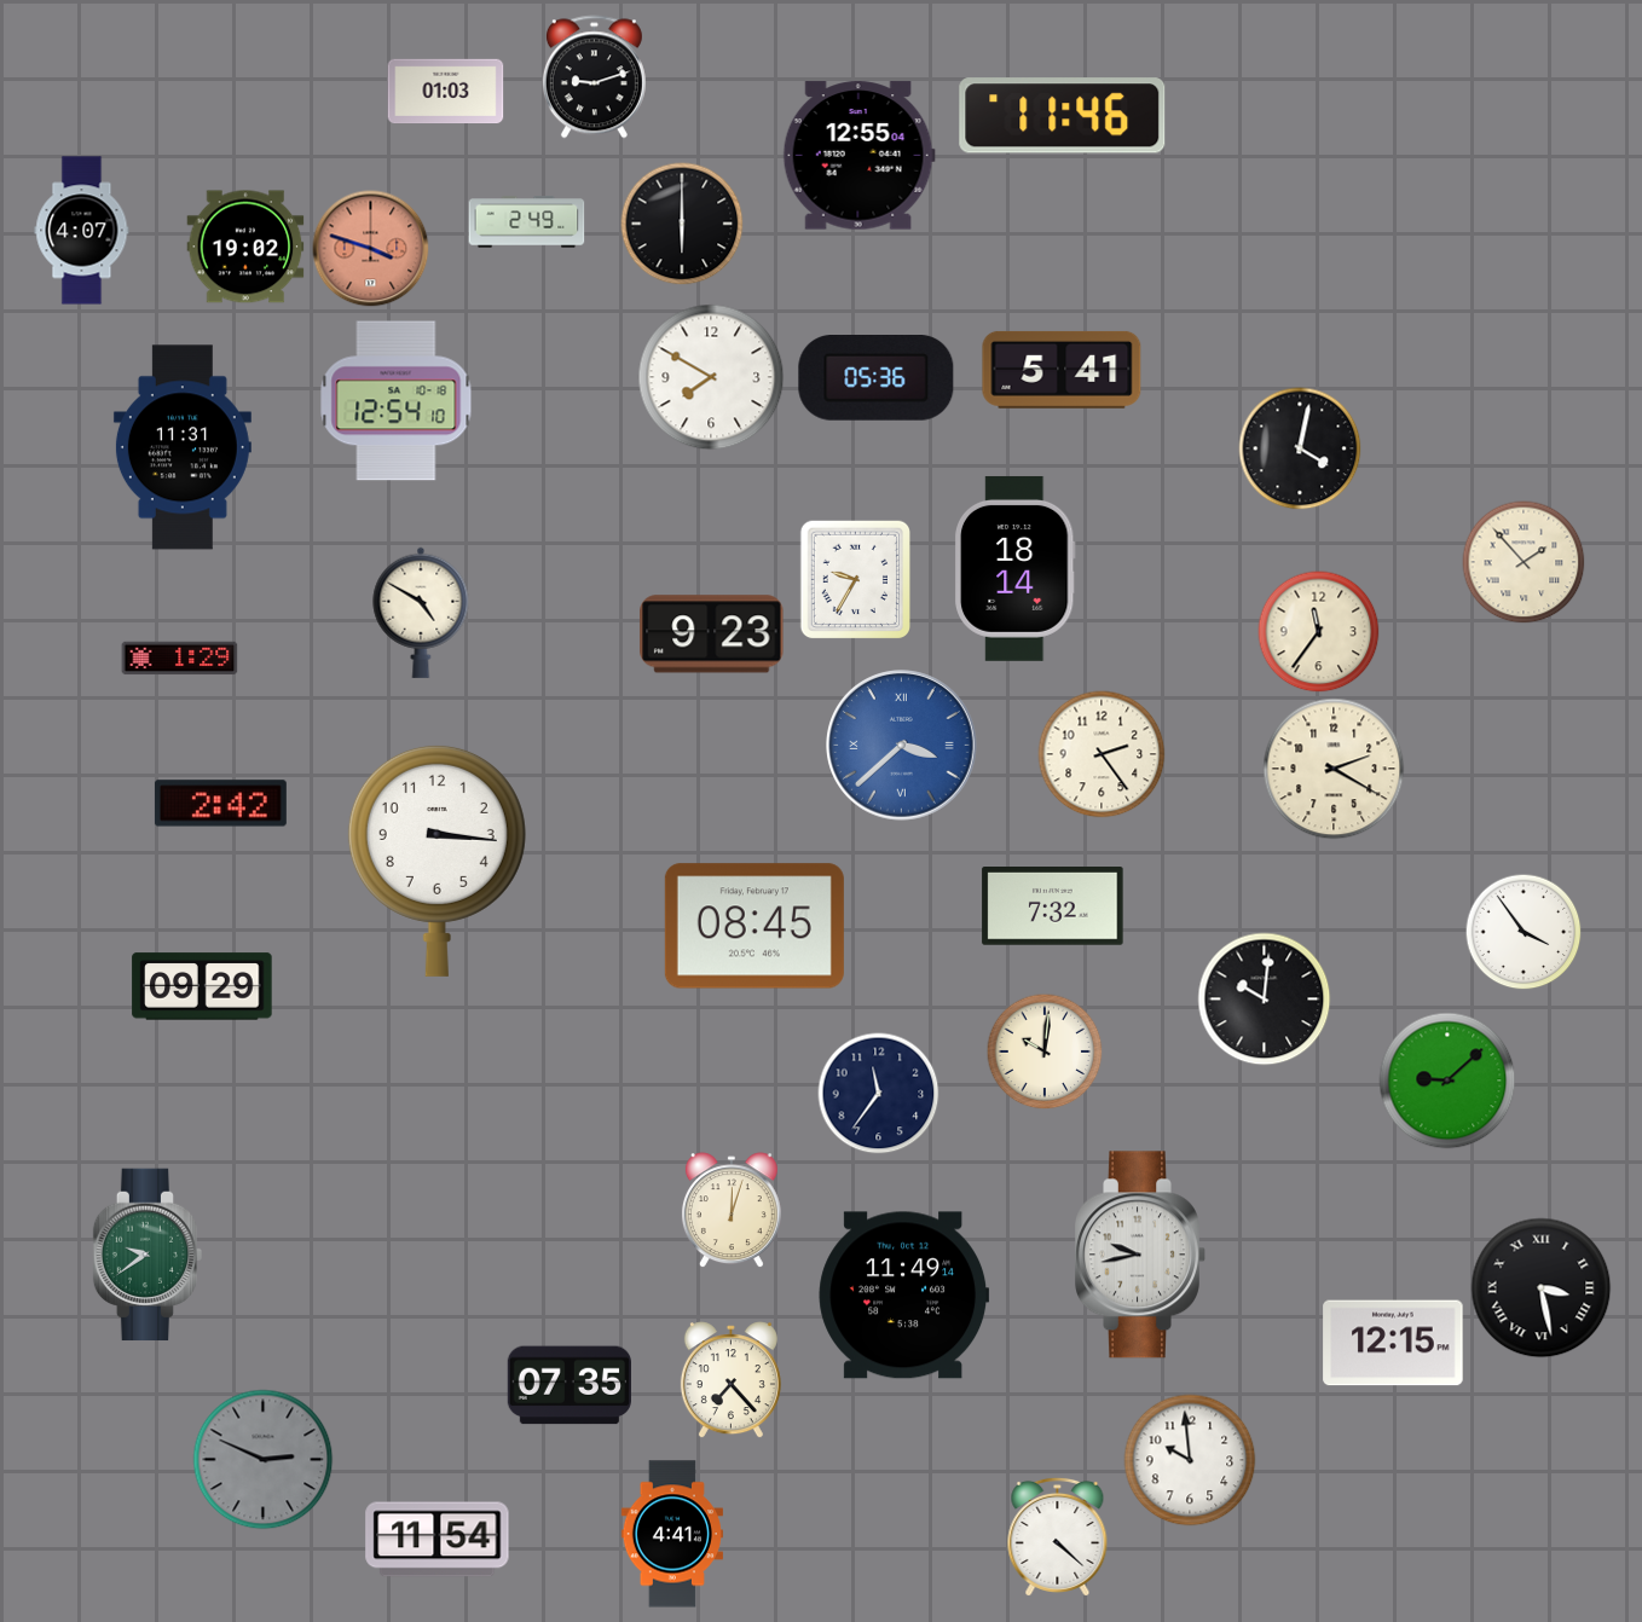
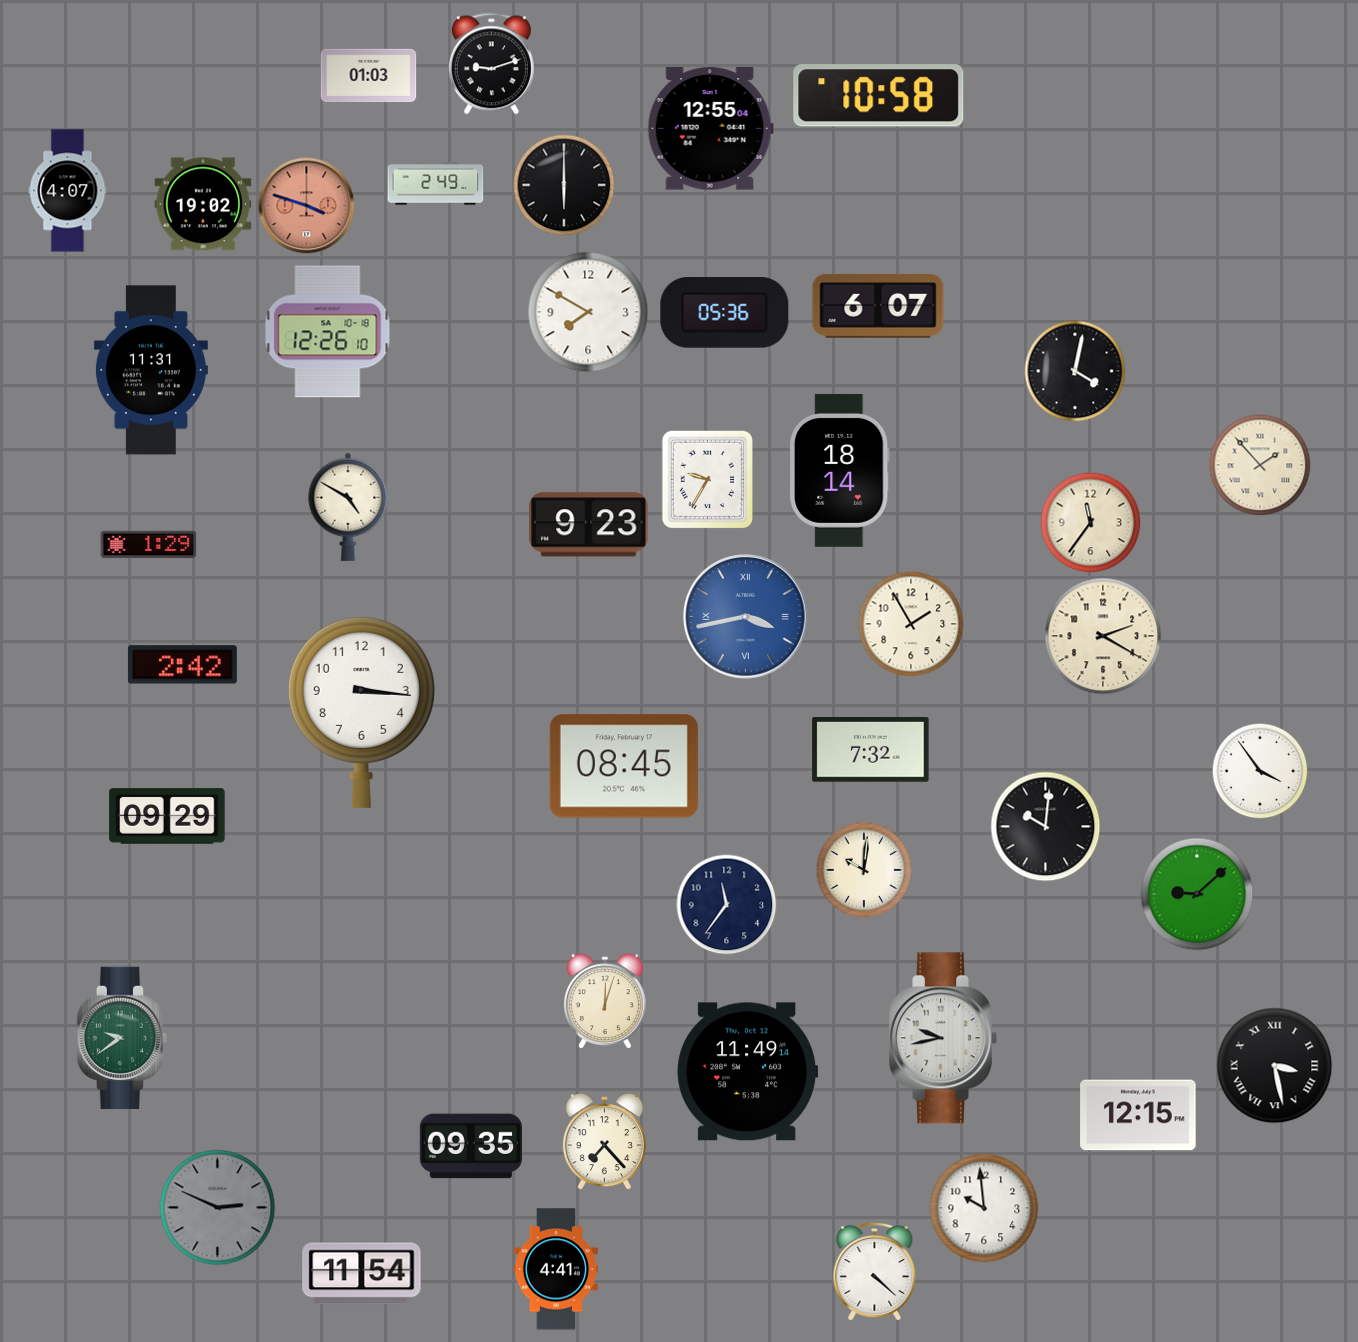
clock at (1063, 116): 11:46 -> 10:58
clock at (1062, 370): 5:41 -> 6:07
clock at (397, 401): 12:54 -> 12:26
clock at (902, 746): 3:38 -> 3:43
clock at (1102, 754): 2:24 -> 1:55
clock at (1393, 1343) position: (1393, 1343) -> (1138, 1115)
clock at (570, 1385): 07:35 -> 09:35
